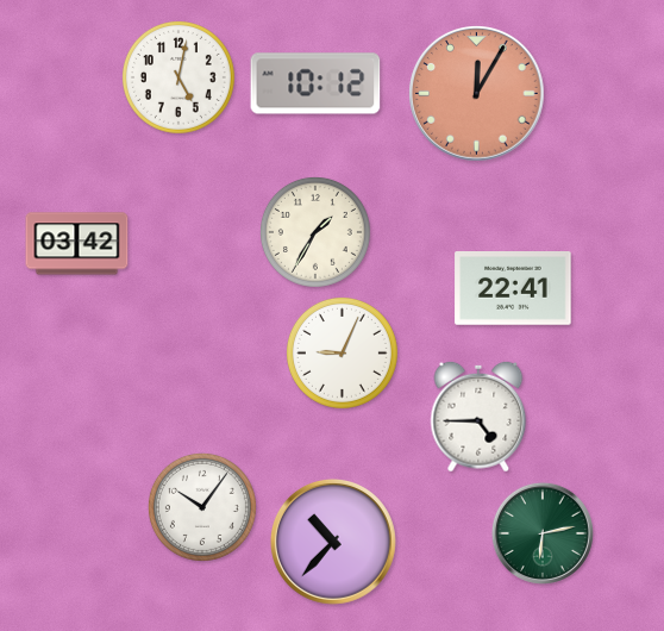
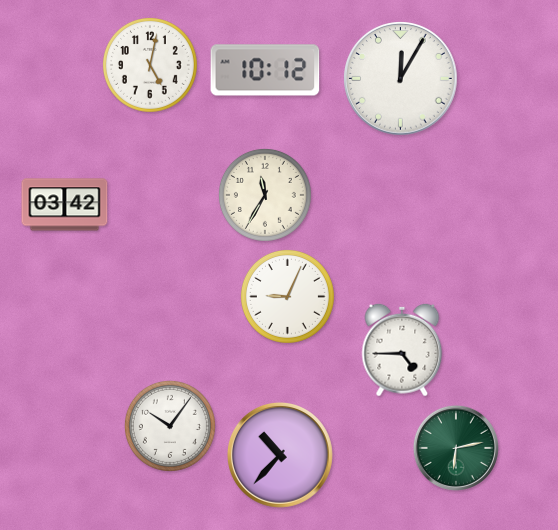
clock at (477, 94) dial: salmon -> white
clock at (315, 232): 1:35 -> 11:35
clock at (513, 289): 22:41 -> none
